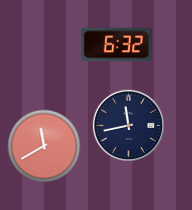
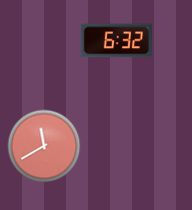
clock at (116, 45) position: (116, 45) -> (116, 41)
clock at (128, 125): 11:43 -> none
